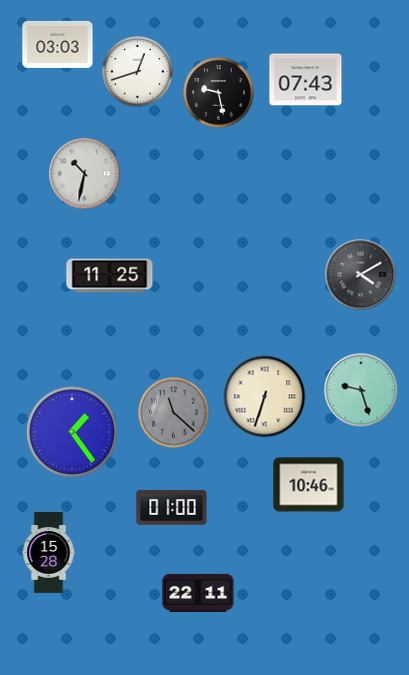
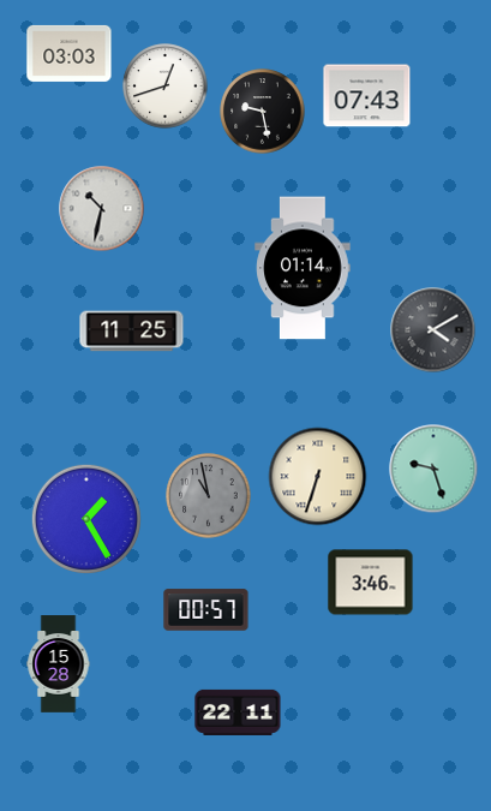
clock at (303, 268): none -> 01:14
clock at (174, 413): 11:22 -> 10:58
clock at (72, 432): 1:24 -> 1:25
clock at (309, 485): 10:46 -> 3:46
clock at (172, 508): 01:00 -> 00:57
